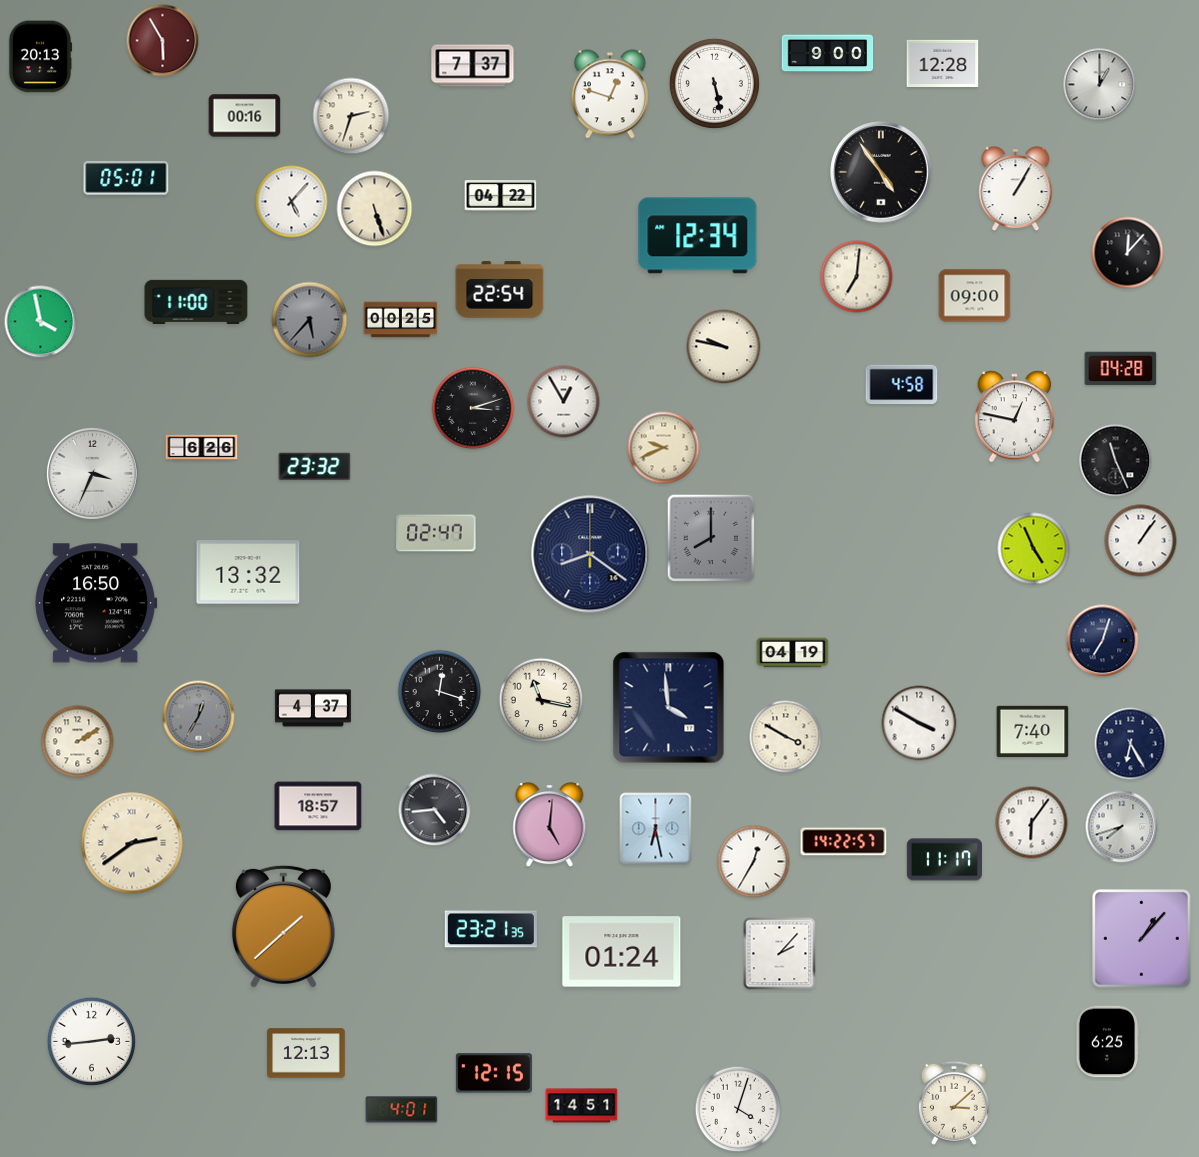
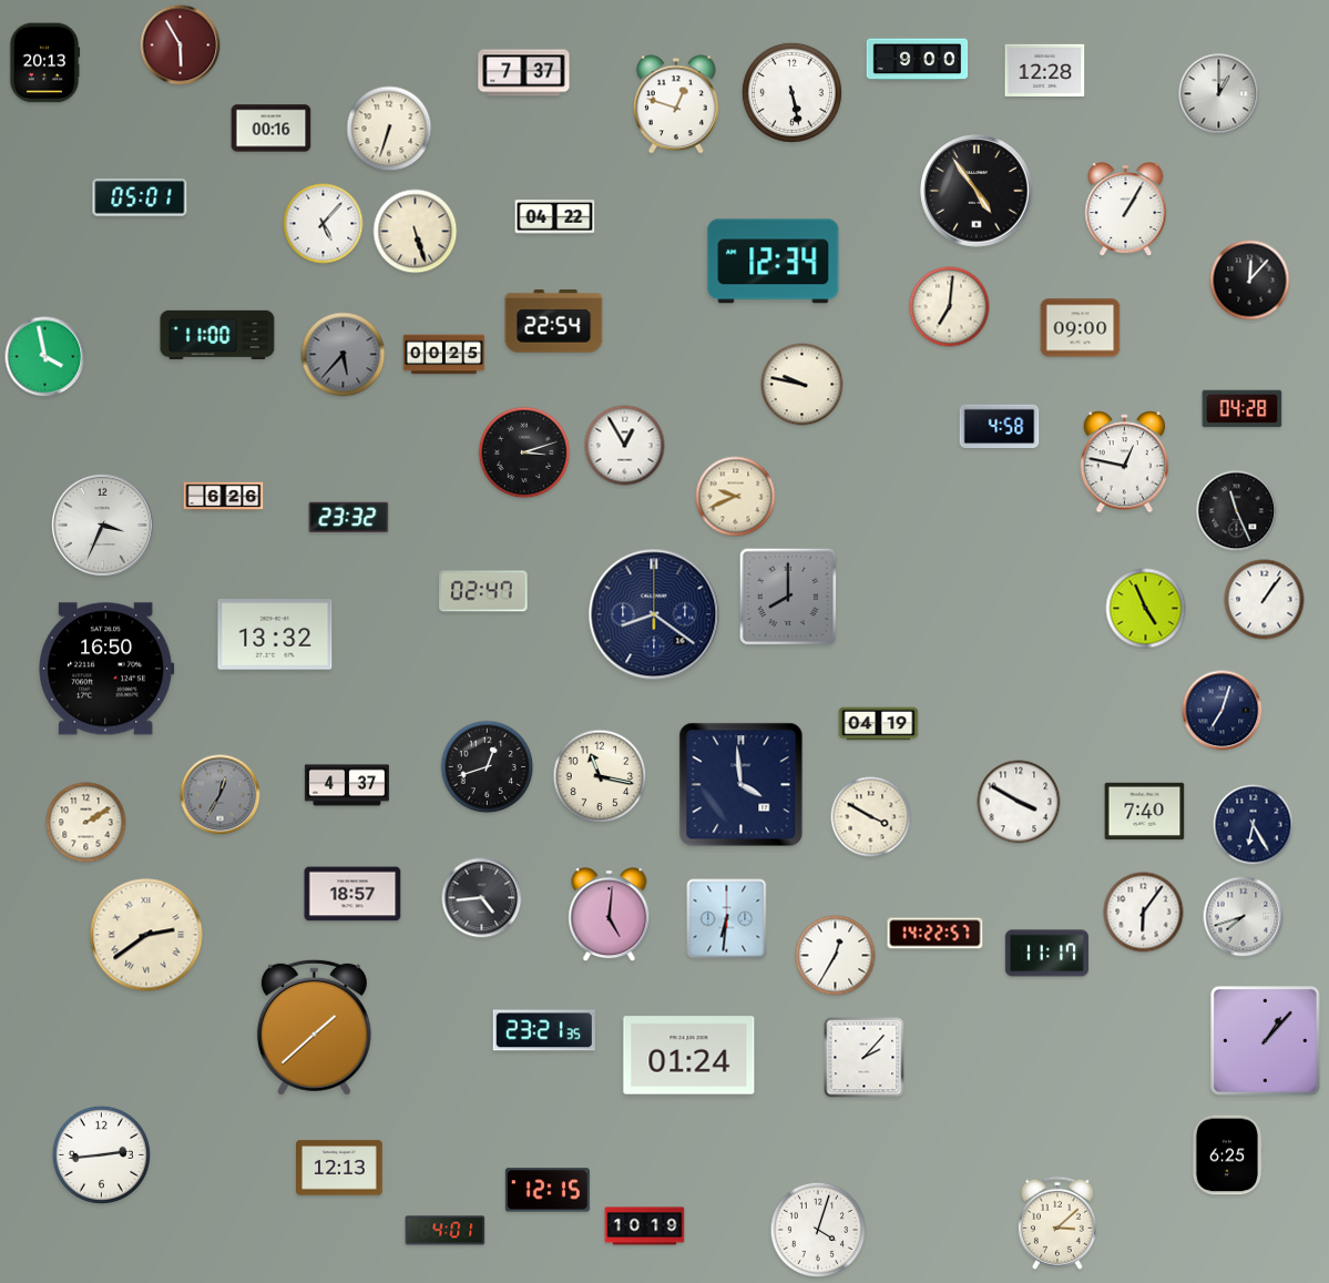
clock at (351, 116): 2:33 -> 6:33
clock at (440, 692): 12:18 -> 12:42
clock at (656, 829): 6:28 -> 6:31
clock at (582, 1106): 14:51 -> 10:19
